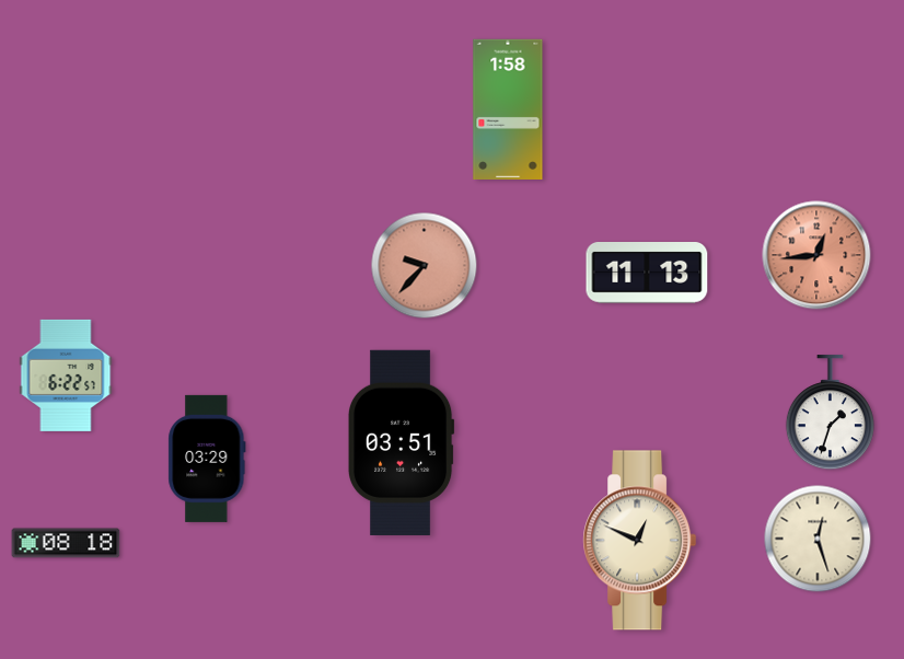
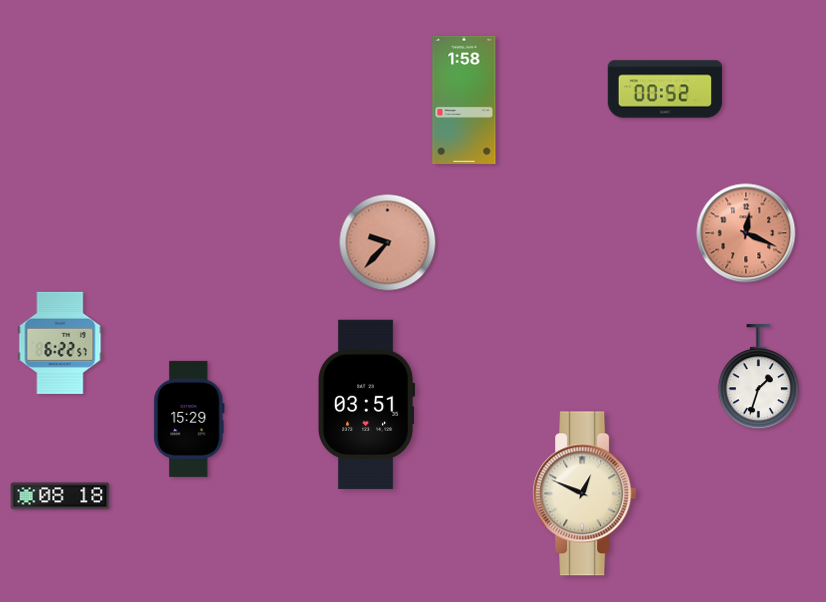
clock at (665, 89): none -> 00:52
clock at (816, 255): 12:44 -> 12:19
clock at (647, 274): 11:13 -> none
clock at (207, 459): 03:29 -> 15:29
clock at (818, 539): 12:27 -> none
